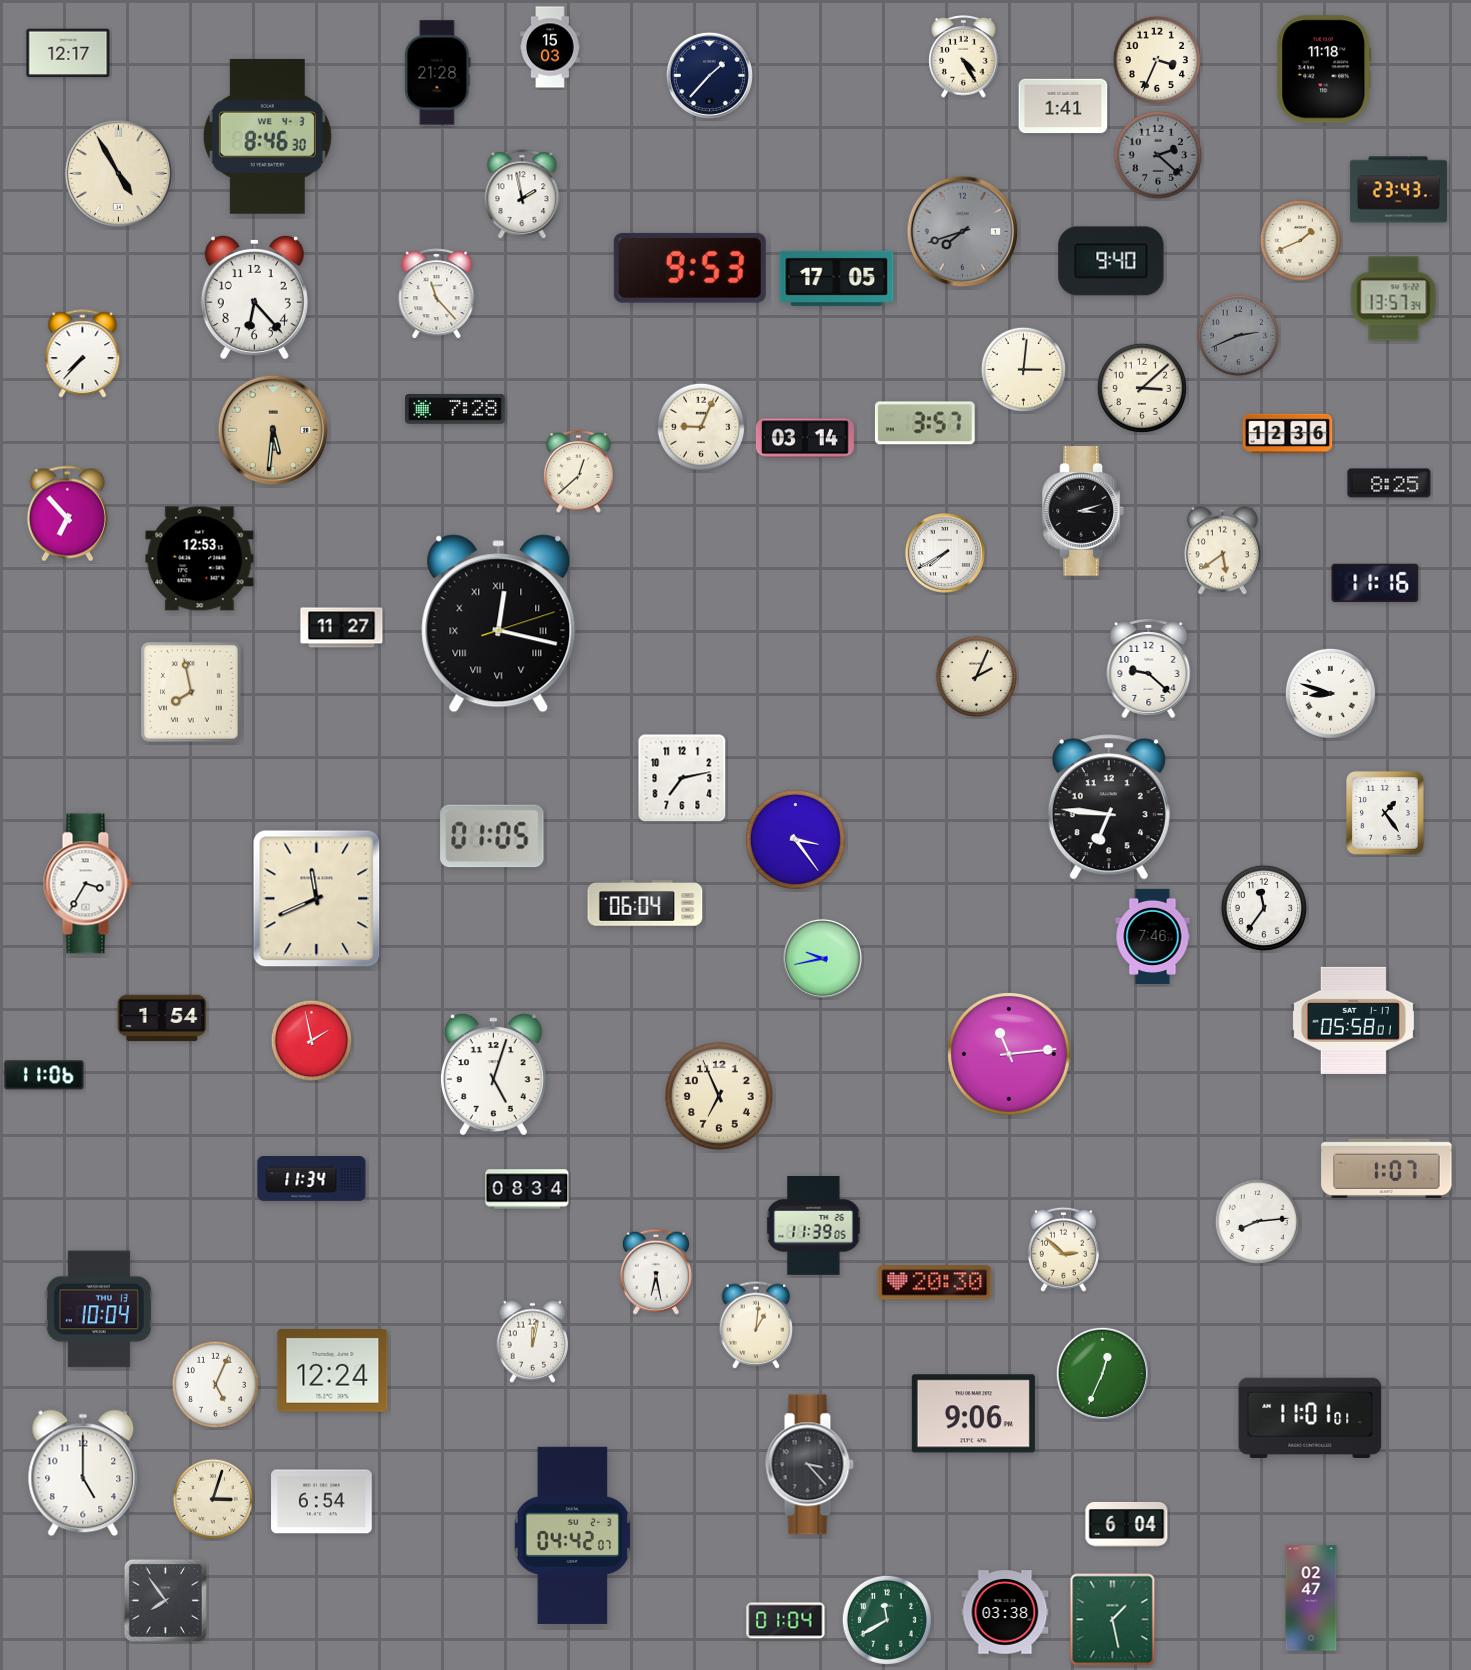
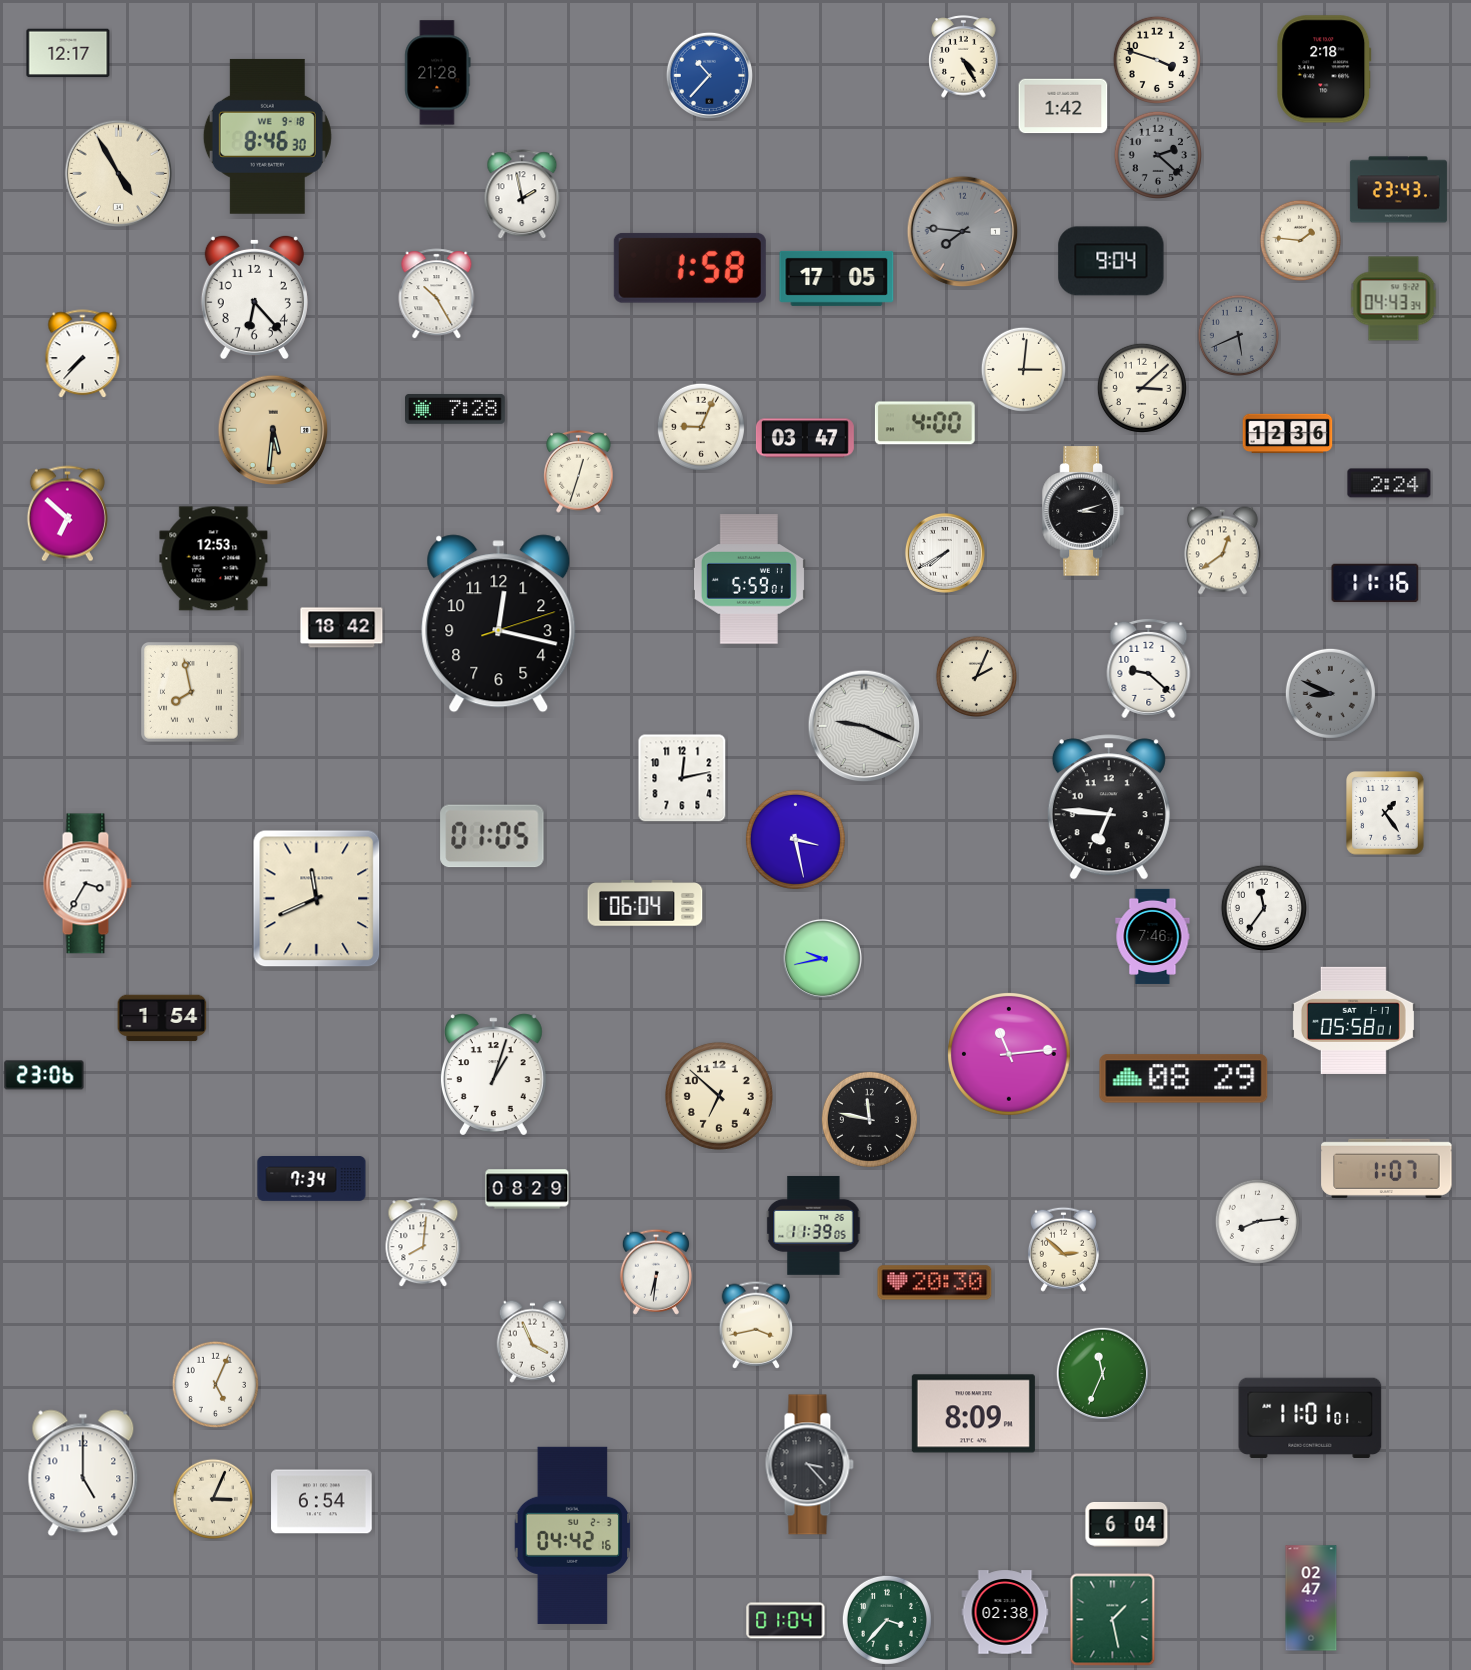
clock at (550, 47): 15:03 -> none
clock at (1157, 60): 3:34 -> 3:48
clock at (1324, 69): 11:18 -> 2:18
clock at (709, 75): 1:37 -> 10:37
clock at (709, 75) dial: navy -> blue
clock at (1063, 106): 1:41 -> 1:42
clock at (267, 136) date: WE 4-3 -> WE 9-18
clock at (963, 232): 7:42 -> 7:46
clock at (1300, 240): 1:41 -> 1:46
clock at (1111, 261): 9:40 -> 9:04
clock at (690, 268): 9:53 -> 1:58
clock at (437, 294): 11:23 -> 10:25
clock at (1394, 299): 13:57 -> 04:43
clock at (1238, 335): 2:41 -> 5:41
clock at (925, 423): 3:57 -> 4:00
clock at (805, 438): 03:14 -> 03:47
clock at (579, 472): 12:38 -> 12:33
clock at (1389, 483): 8:25 -> 2:24
clock at (67, 514): 6:53 -> 6:52
clock at (1222, 551): 5:39 -> 12:39
clock at (200, 559) position: (200, 559) -> (214, 559)
clock at (749, 579): none -> 5:59
clock at (499, 624) numerals: Roman -> Arabic
clock at (342, 628): 11:27 -> 18:42
clock at (1330, 693): 8:48 -> 8:49
clock at (1330, 693) dial: white -> grey
clock at (864, 726): none -> 9:19
clock at (682, 778): 7:13 -> 12:13
clock at (795, 839): 3:24 -> 3:28
clock at (311, 1040): 1:58 -> none
clock at (44, 1075): 11:06 -> 23:06
clock at (493, 1075): 5:03 -> 1:03
clock at (1184, 1079): none -> 08:29
clock at (719, 1096): 6:56 -> 6:52
clock at (869, 1119): none -> 11:47
clock at (312, 1179): 11:34 -> 7:34
clock at (527, 1189): 08:34 -> 08:29
clock at (423, 1243): none -> 8:01
clock at (656, 1272): 6:28 -> 6:31
clock at (99, 1309): 10:04 -> none
clock at (756, 1325): 1:01 -> 3:43
clock at (533, 1341): 12:02 -> 3:56
clock at (333, 1371): 12:24 -> none
clock at (1102, 1373): 12:34 -> 11:34
clock at (973, 1414): 9:06 -> 8:09
clock at (212, 1498): 3:03 -> 3:04
clock at (573, 1535): 04:42:07 -> 04:42:16
clock at (165, 1600): 7:54 -> none
clock at (1005, 1612): 03:38 -> 02:38
clock at (887, 1620): 11:40 -> 3:37
